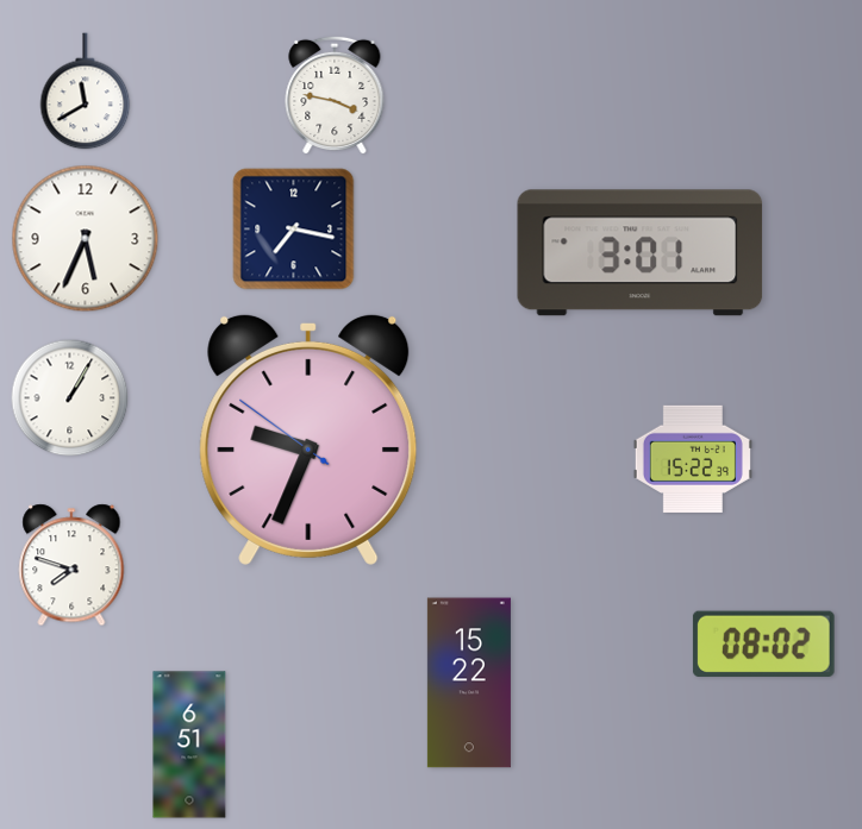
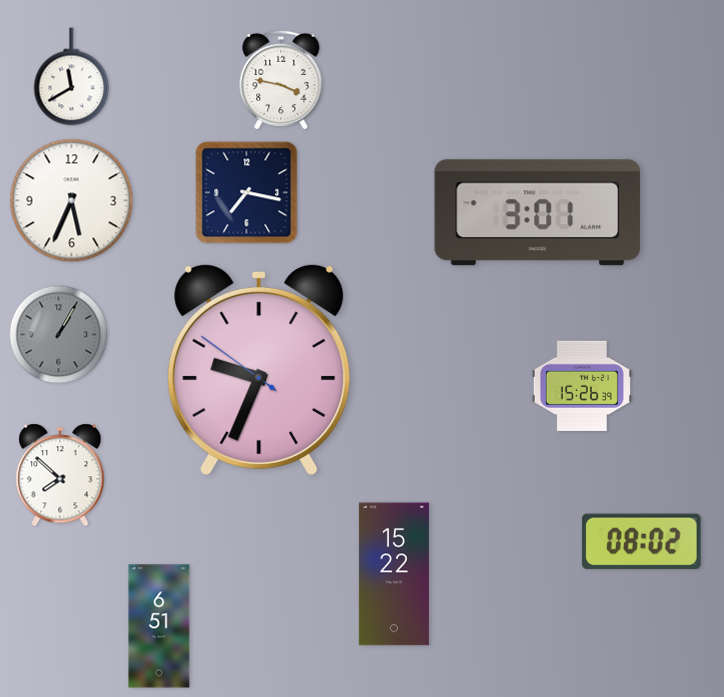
clock at (70, 398) dial: white -> grey
clock at (693, 459): 15:22 -> 15:26
clock at (71, 565): 7:48 -> 7:52
